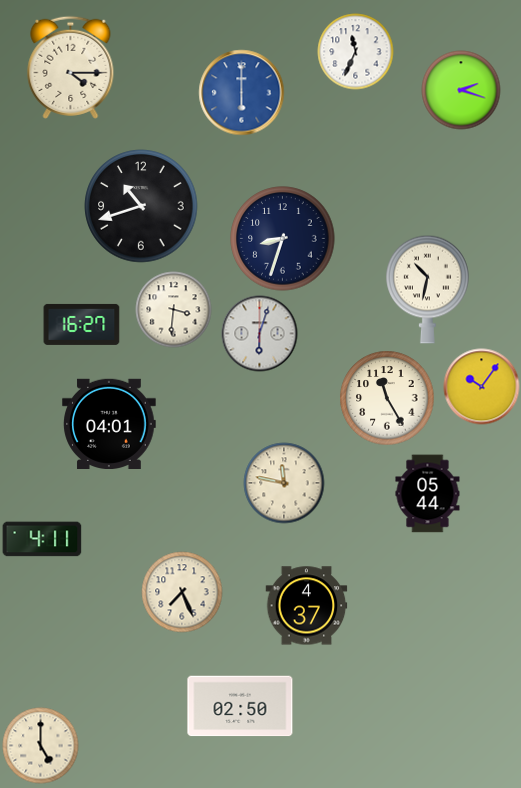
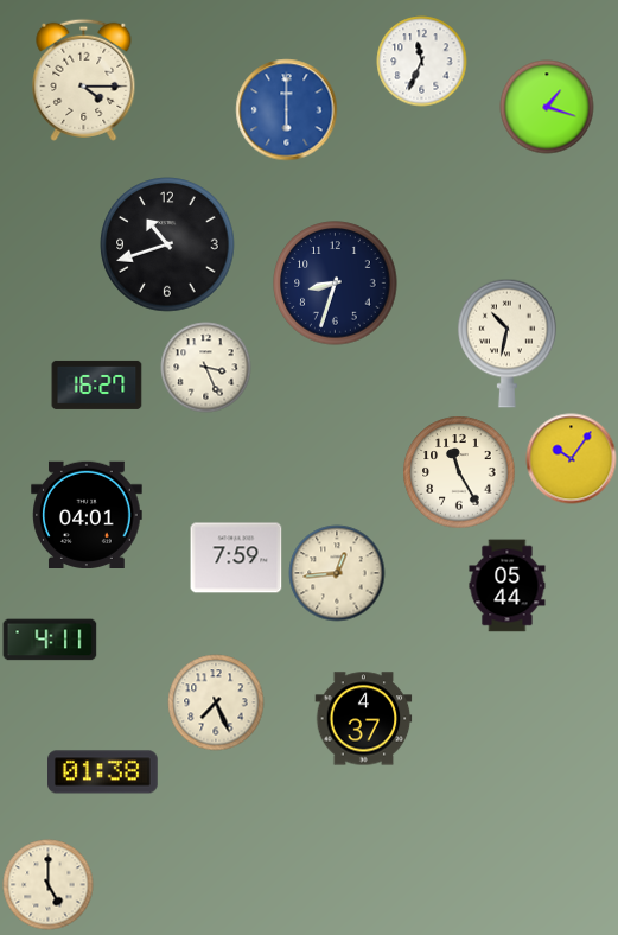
clock at (461, 90): 2:18 -> 1:18
clock at (174, 310): 3:31 -> 3:26
clock at (260, 334): 6:03 -> none
clock at (109, 423) position: (109, 423) -> (87, 514)
clock at (236, 558): none -> 7:59
clock at (284, 483): 11:47 -> 12:44
clock at (103, 772): none -> 01:38
clock at (240, 706): 02:50 -> none
